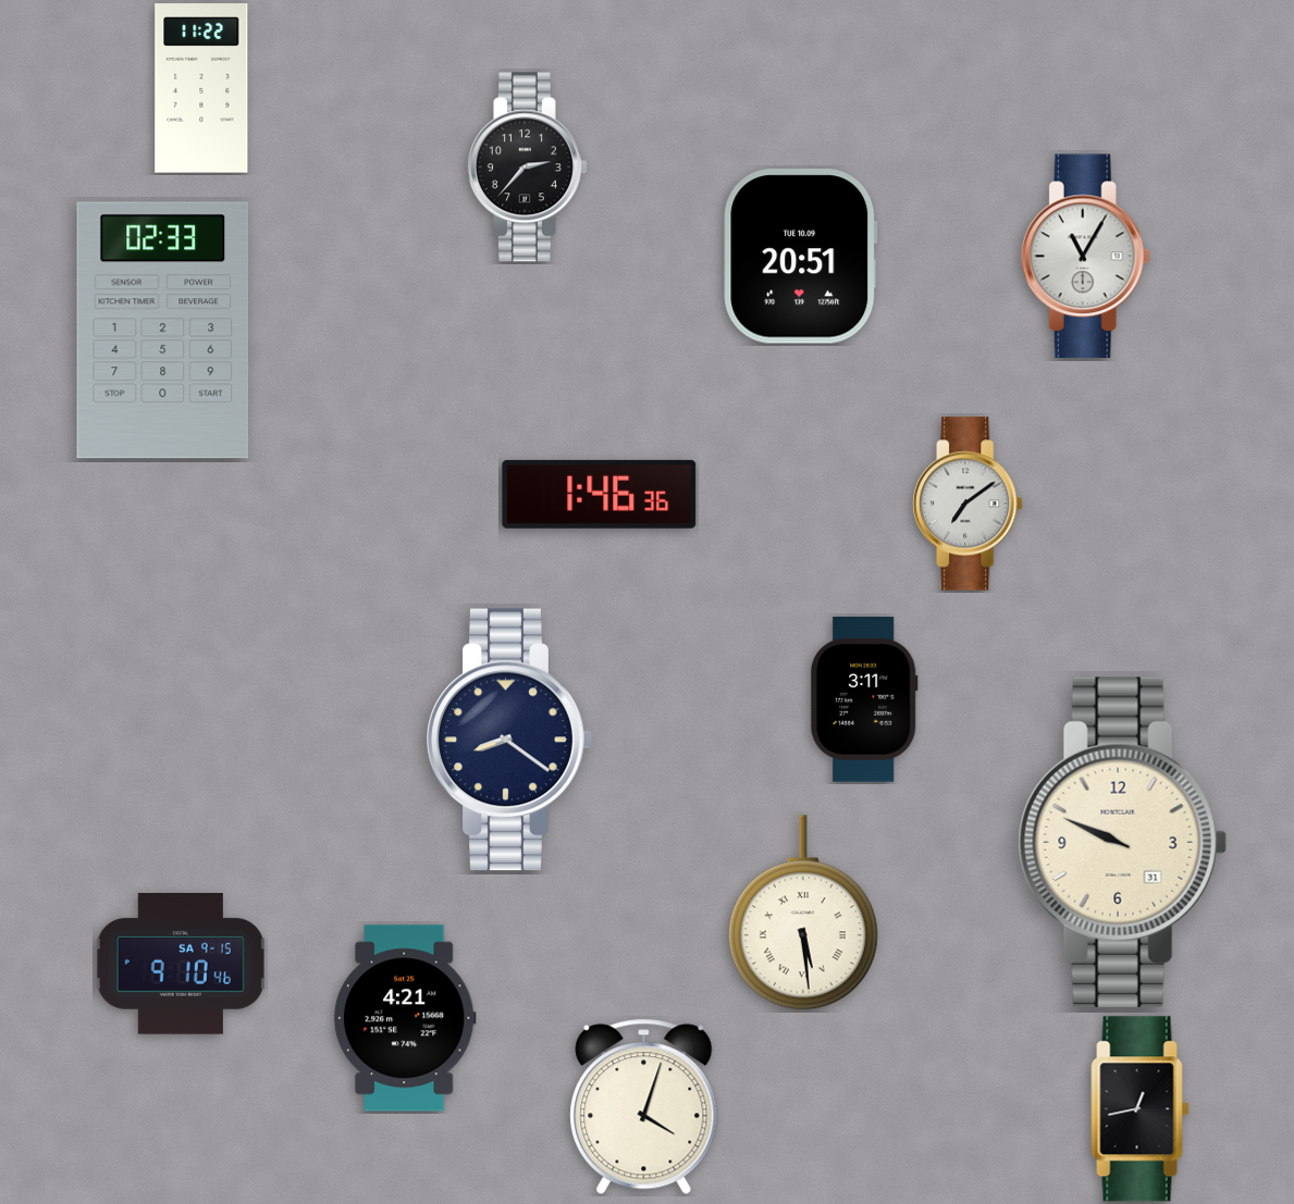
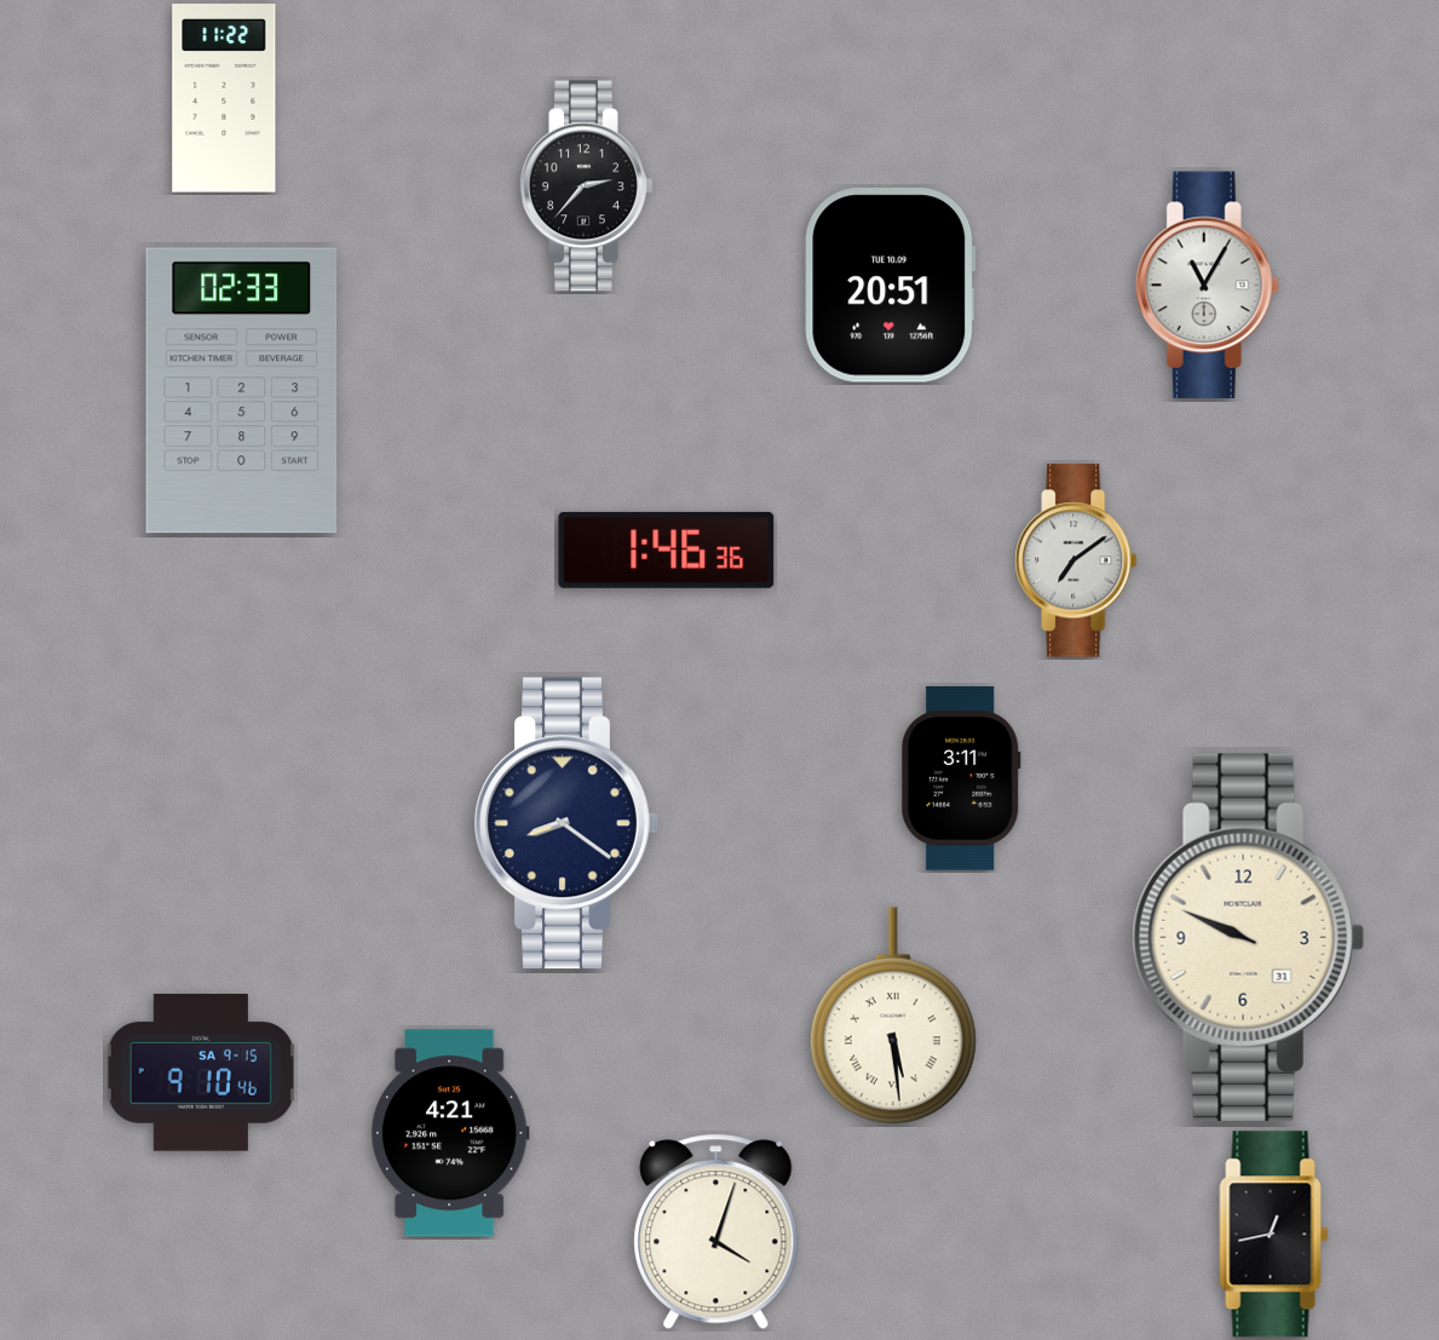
clock at (163, 331) position: (163, 331) -> (242, 391)
clock at (1141, 1109) position: (1141, 1109) -> (1274, 1235)
